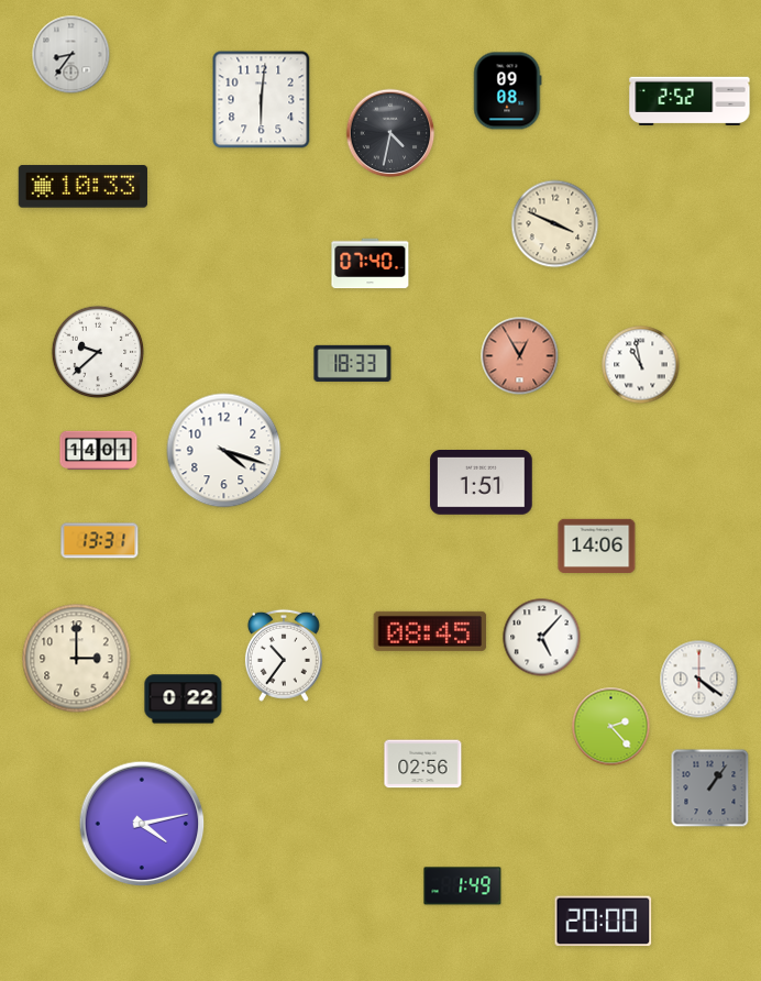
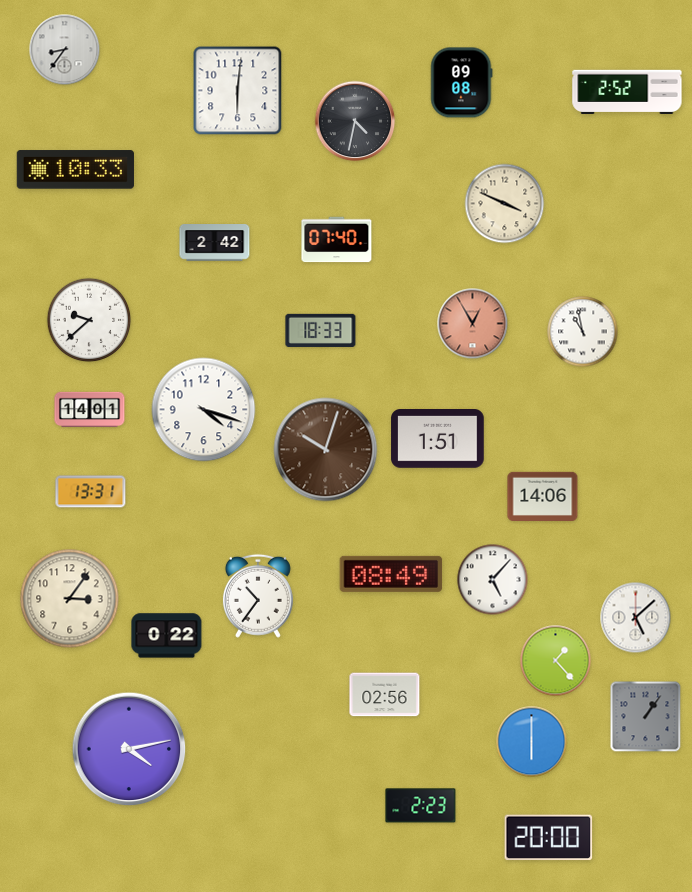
clock at (215, 243): none -> 2:42
clock at (326, 450): none -> 10:03
clock at (430, 631): 08:45 -> 08:49
clock at (77, 659): 3:00 -> 3:06
clock at (699, 680): 4:21 -> 5:08
clock at (611, 727): 2:23 -> 1:23
clock at (532, 742): none -> 6:00
clock at (463, 886): 1:49 -> 2:23
